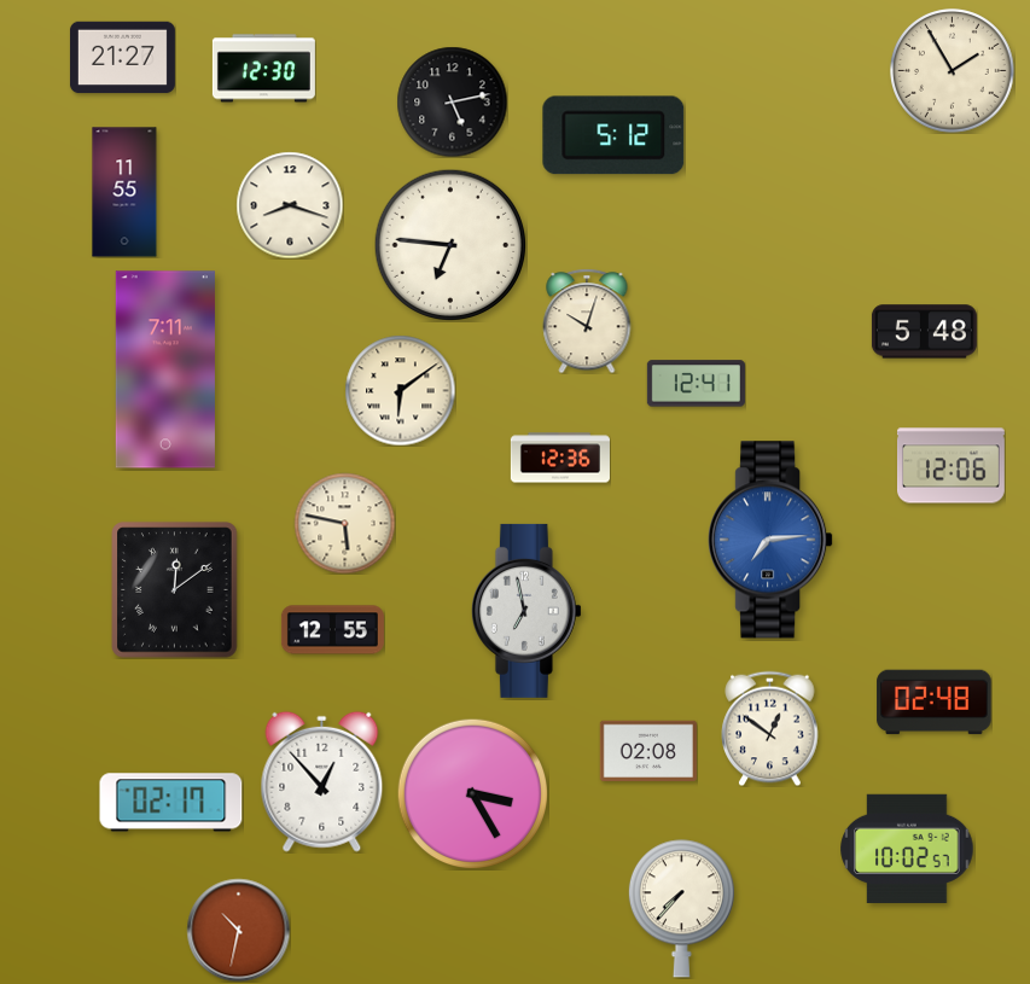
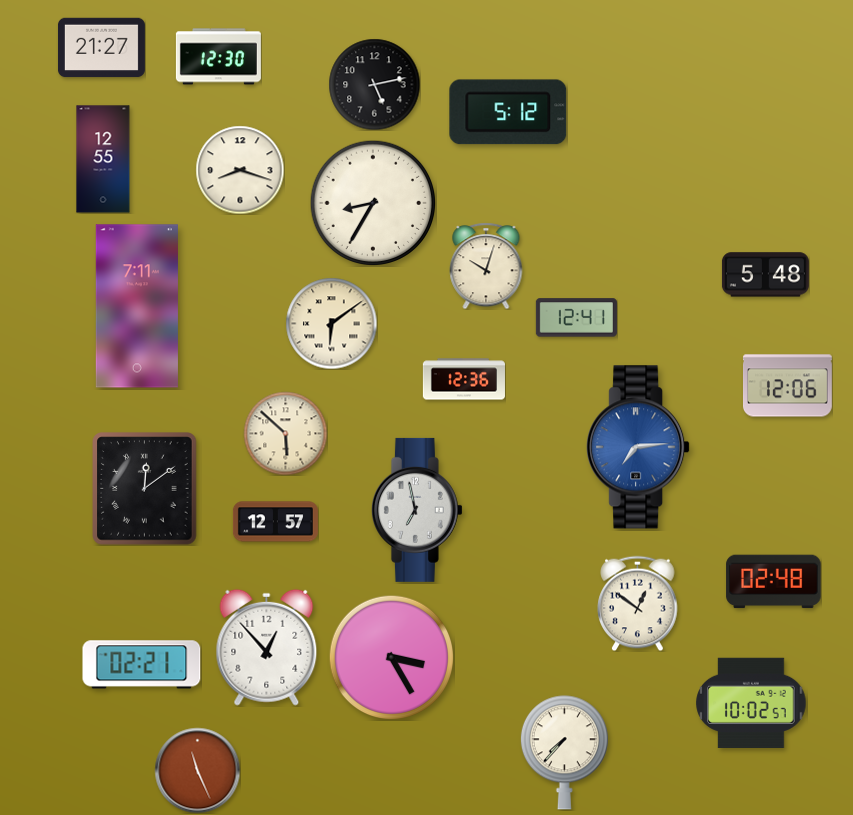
clock at (953, 71): 1:55 -> none
clock at (124, 192): 11:55 -> 12:55
clock at (450, 245): 6:46 -> 8:35
clock at (344, 523): 5:47 -> 5:52
clock at (526, 611) position: (526, 611) -> (417, 510)
clock at (332, 630): 12:55 -> 12:57
clock at (648, 750): 02:08 -> none
clock at (171, 803): 02:17 -> 02:21
clock at (238, 930): 10:32 -> 11:26
